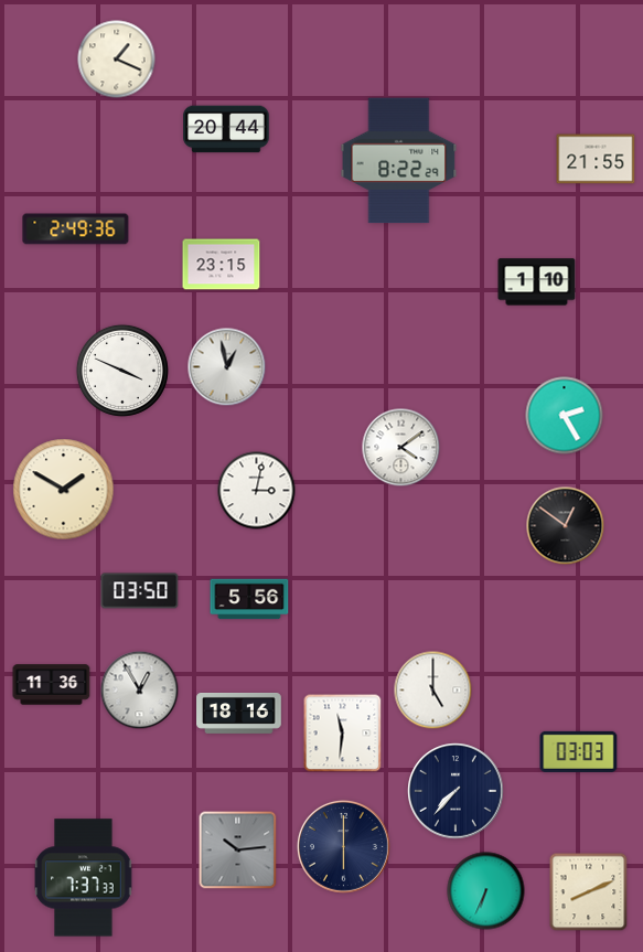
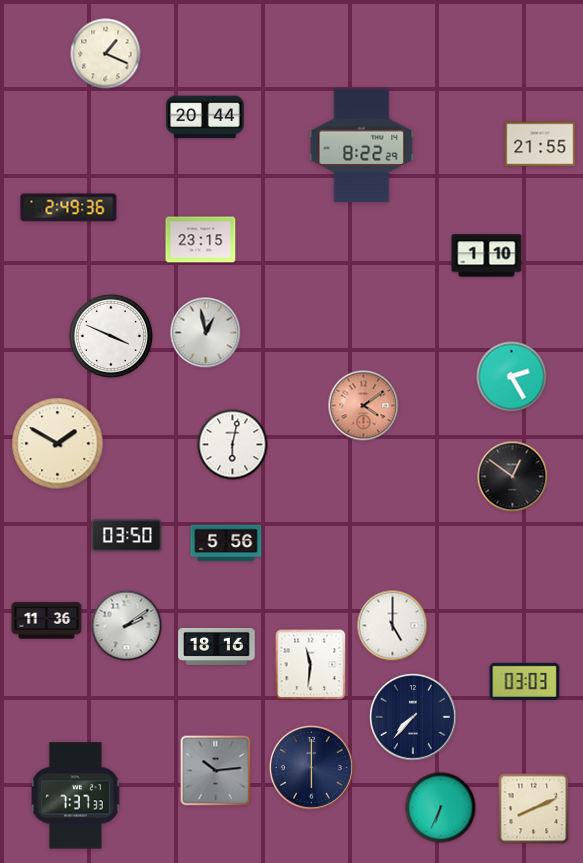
clock at (401, 448) dial: white -> salmon
clock at (257, 491): 3:02 -> 6:02
clock at (140, 691): 12:55 -> 2:09
